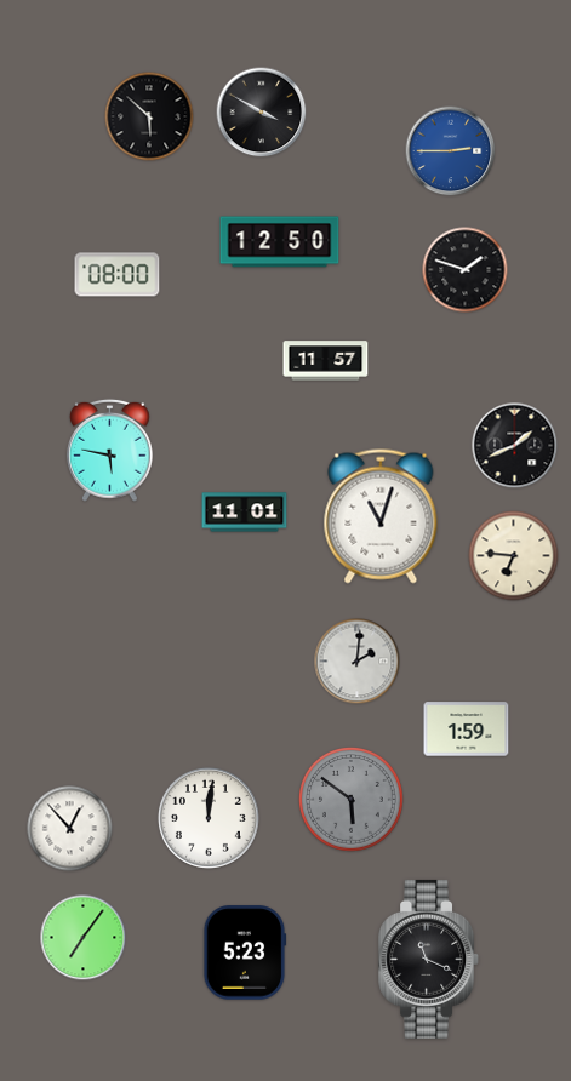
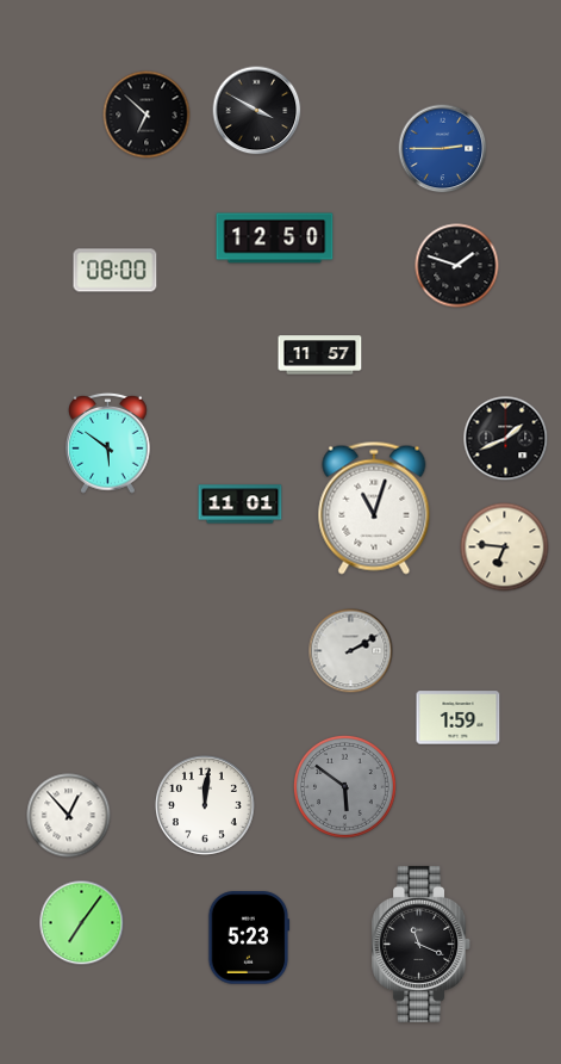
clock at (149, 116): 5:52 -> 6:52
clock at (110, 450): 5:47 -> 5:51
clock at (358, 662): 2:01 -> 2:10
clock at (245, 953) position: (245, 953) -> (249, 938)
